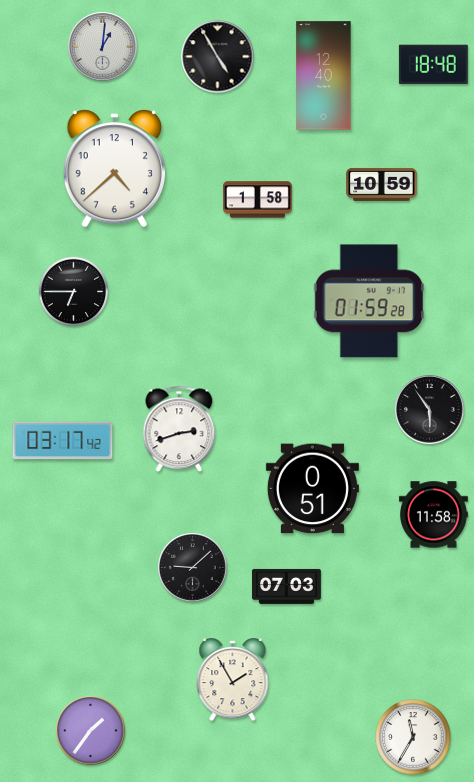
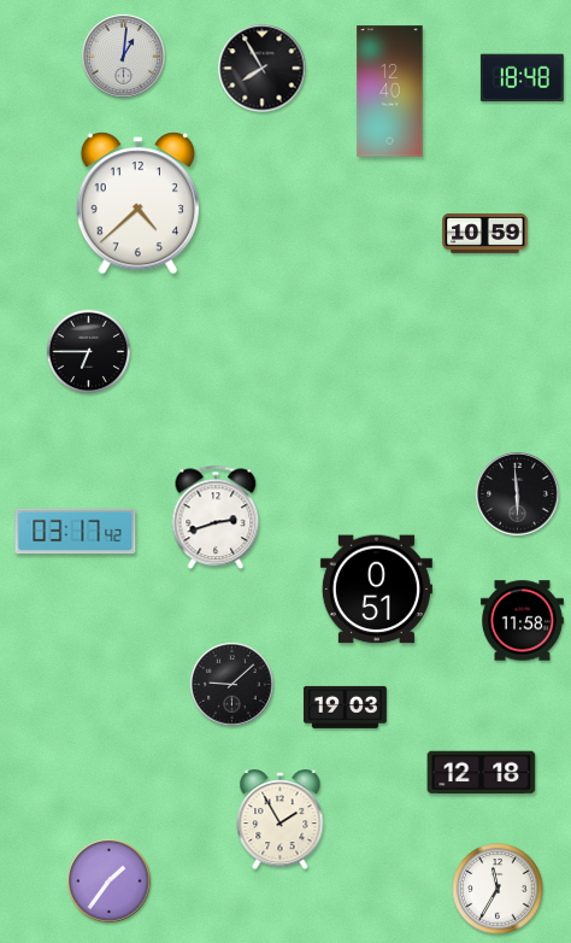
clock at (218, 57): 4:55 -> 7:55
clock at (382, 184) position: (382, 184) -> (485, 233)
clock at (258, 200): 1:58 -> none
clock at (369, 301): 01:59 -> none
clock at (430, 410): 5:54 -> 5:59
clock at (286, 586): 07:03 -> 19:03
clock at (482, 773): none -> 12:18
